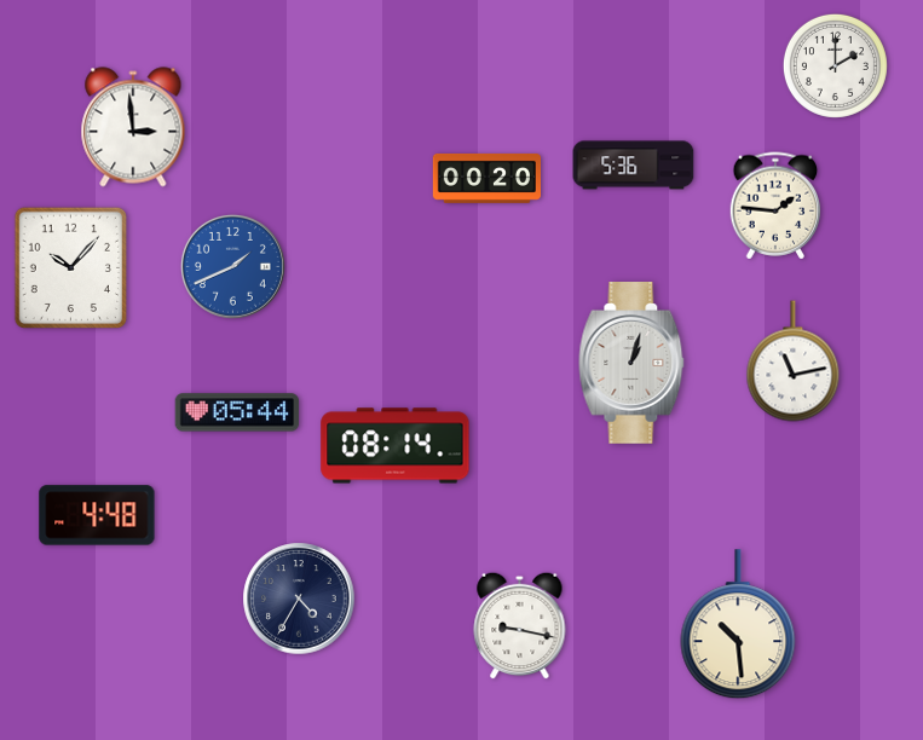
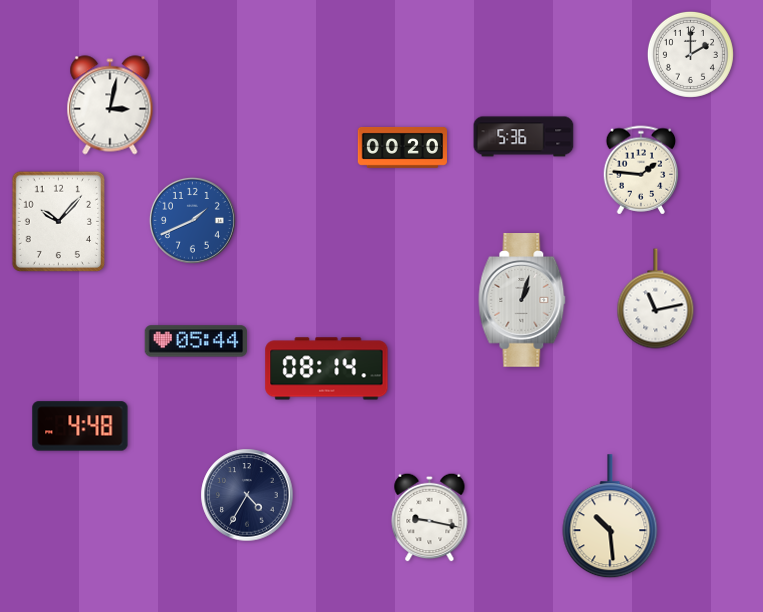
clock at (133, 127): 2:59 -> 3:02
